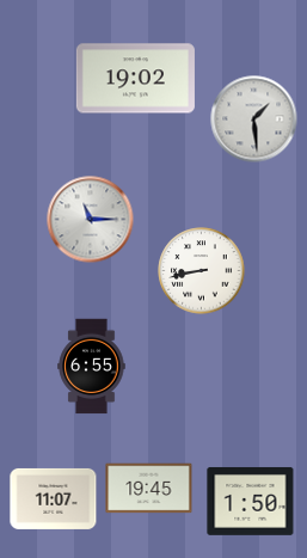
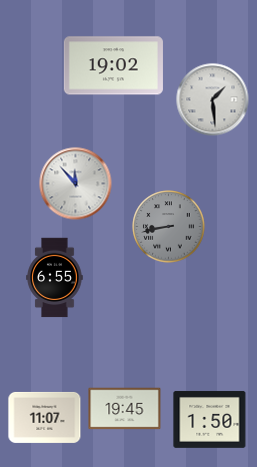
clock at (91, 220): 11:15 -> 11:53
clock at (202, 271) dial: white -> grey
clock at (92, 367) position: (92, 367) -> (55, 278)
